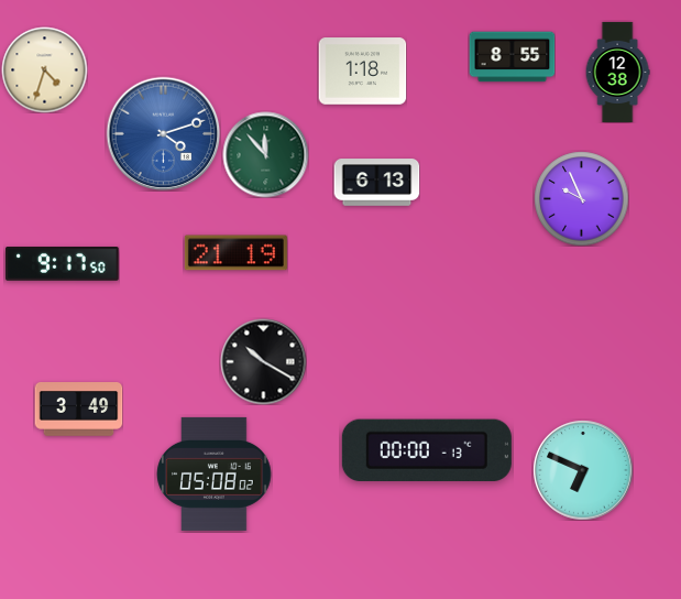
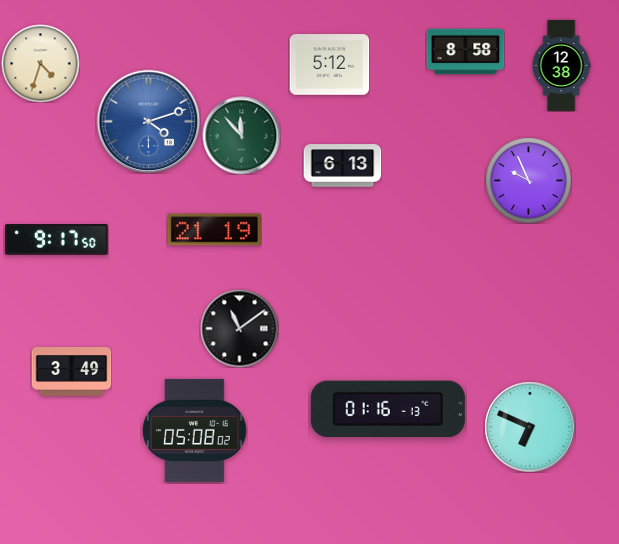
clock at (512, 57): 8:55 -> 8:58
clock at (362, 72): 1:18 -> 5:12
clock at (265, 154) position: (265, 154) -> (241, 135)
clock at (263, 361): 10:20 -> 11:09
clock at (427, 449): 00:00 -> 01:16
